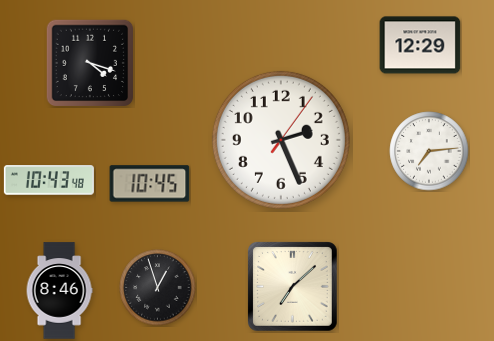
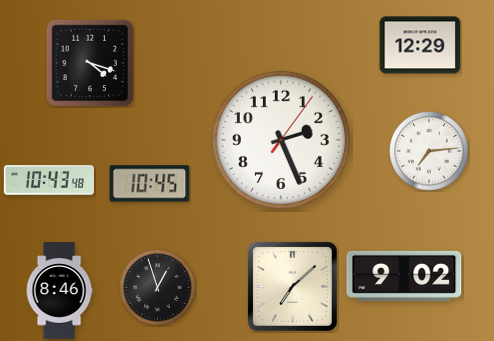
clock at (404, 276): none -> 9:02
